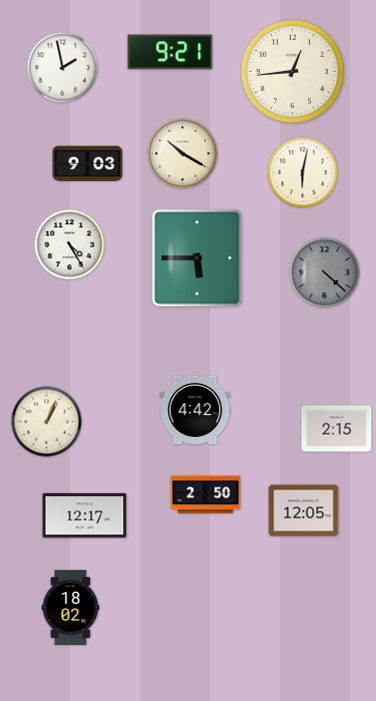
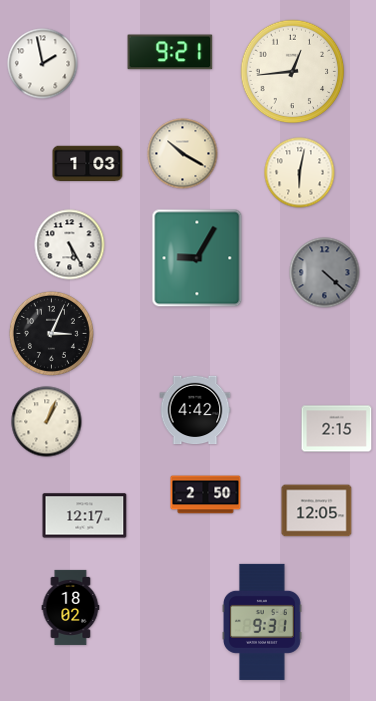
clock at (63, 68) position: (63, 68) -> (43, 64)
clock at (88, 164): 9:03 -> 1:03
clock at (303, 173) position: (303, 173) -> (300, 173)
clock at (70, 245): 4:25 -> 5:25
clock at (197, 258): 5:45 -> 9:05
clock at (51, 333): none -> 3:04
clock at (304, 511) position: (304, 511) -> (317, 511)
clock at (262, 622): none -> 9:31
